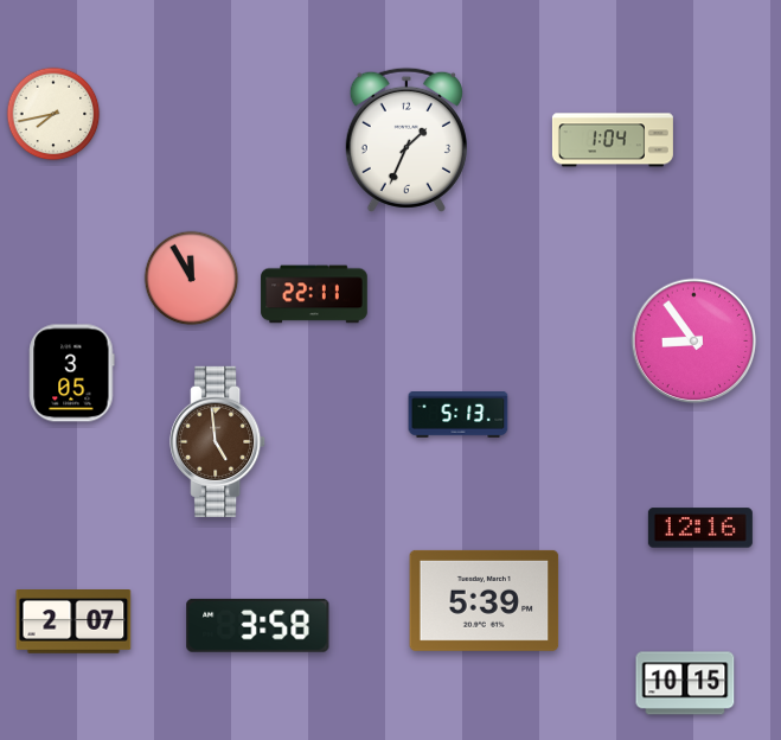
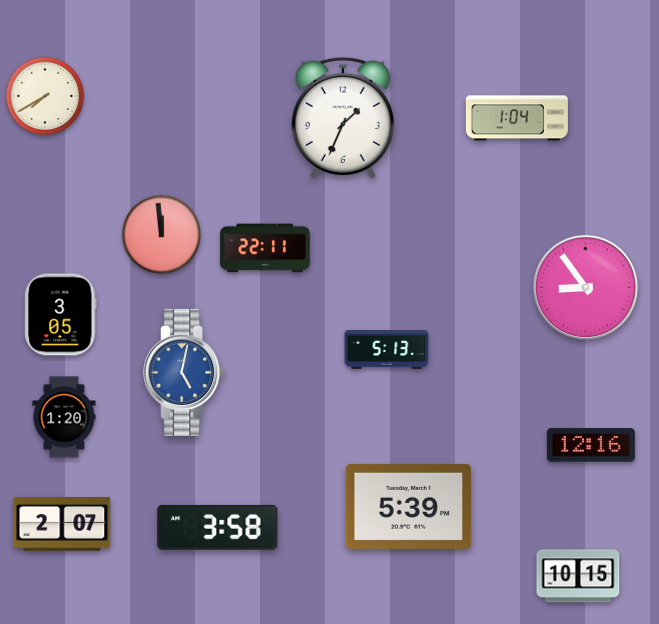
clock at (53, 114): 7:43 -> 7:40
clock at (192, 279): 11:55 -> 11:59
clock at (218, 441): 4:59 -> 5:02
clock at (218, 441) dial: brown -> blue
clock at (64, 417): none -> 1:20
